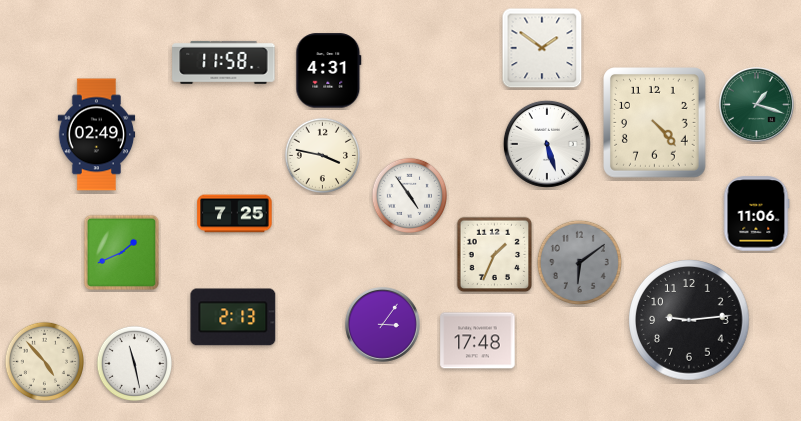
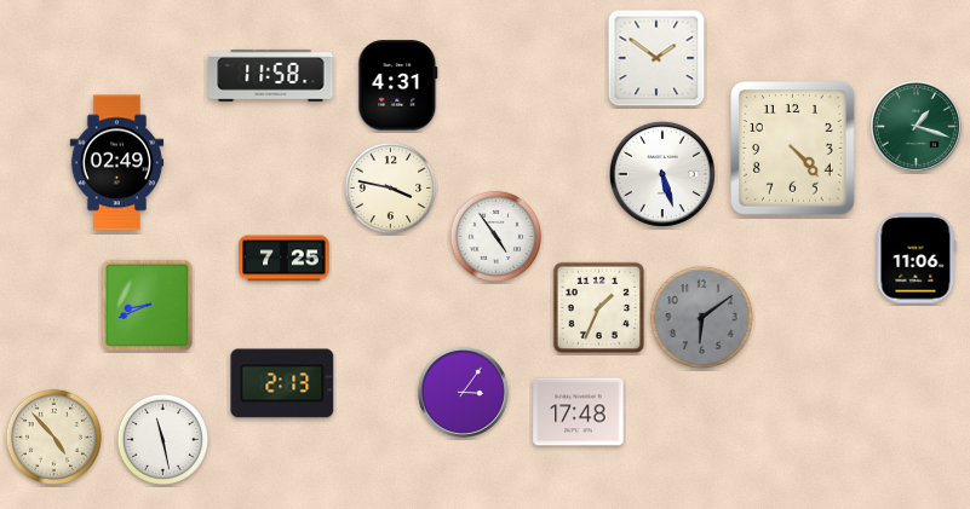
clock at (122, 253): 1:41 -> 8:41
clock at (689, 320): 9:14 -> none
